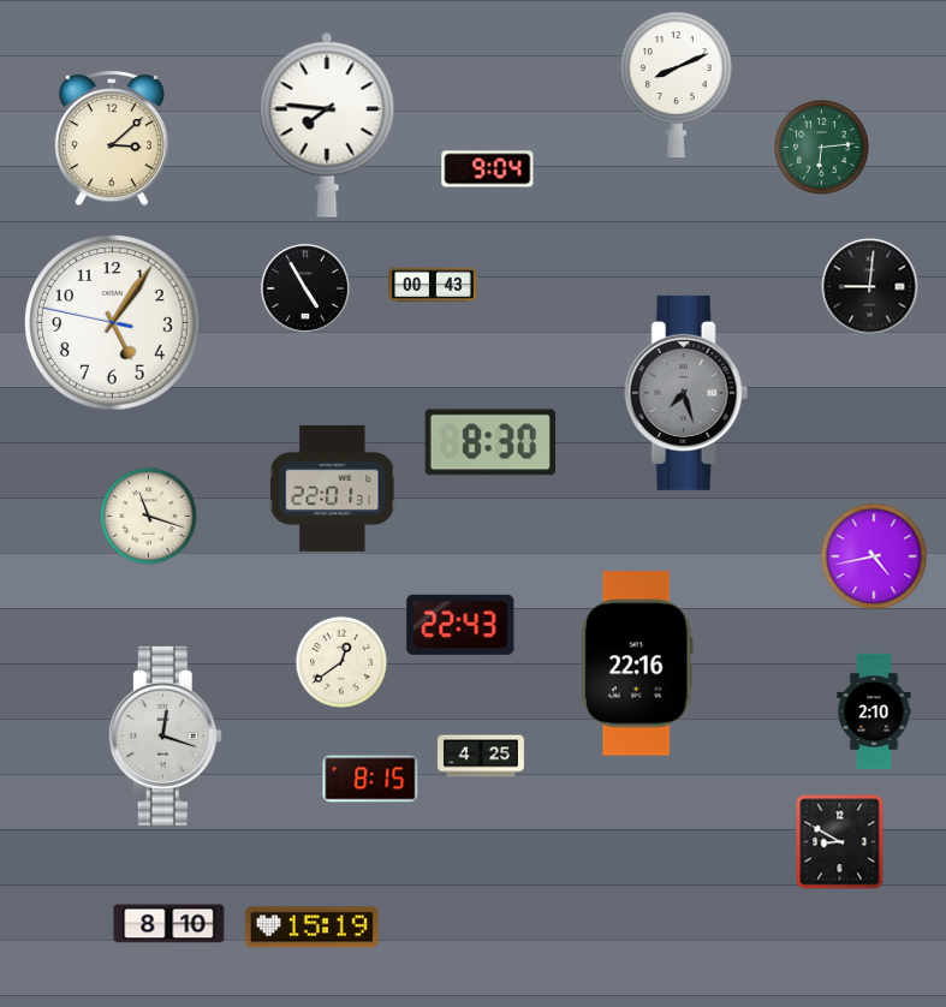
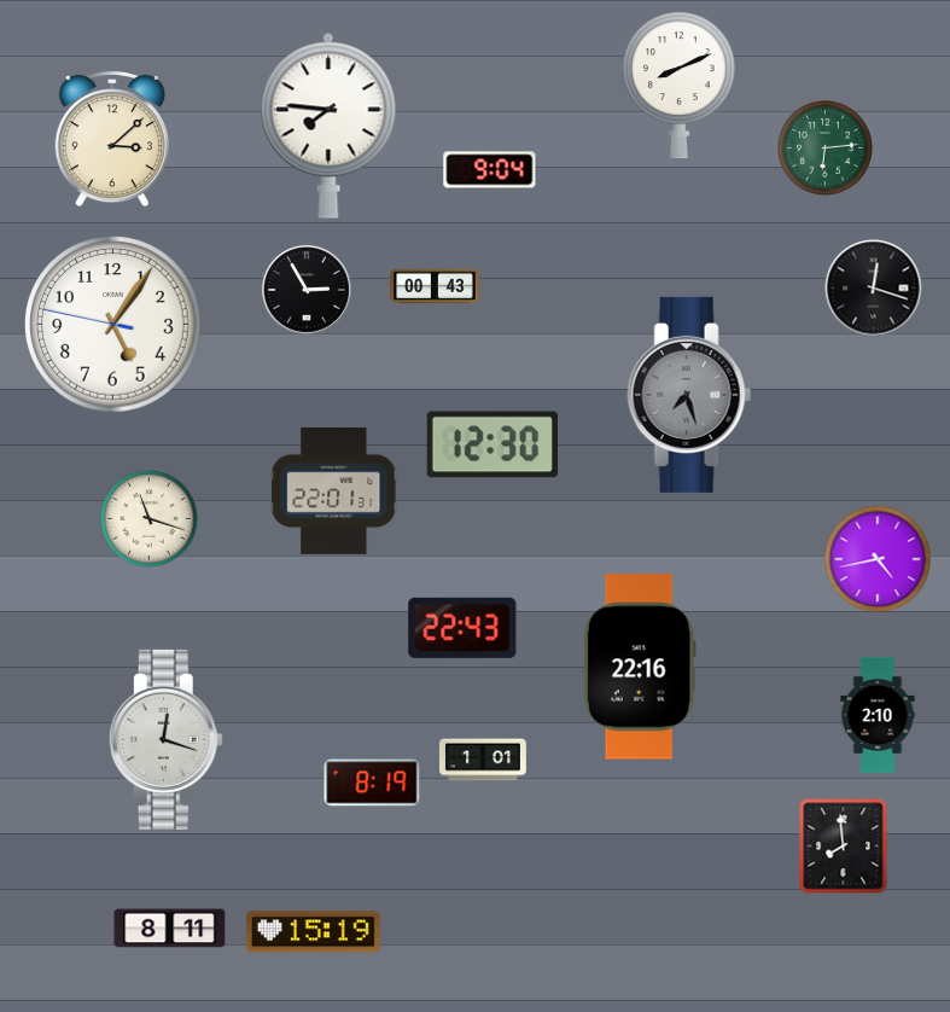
clock at (870, 287): 9:01 -> 12:18
clock at (305, 288): 4:55 -> 2:55
clock at (489, 442): 8:30 -> 12:30
clock at (341, 662): 12:39 -> none
clock at (481, 756): 4:25 -> 1:01
clock at (370, 779): 8:15 -> 8:19
clock at (840, 842): 8:50 -> 7:59
clock at (169, 924): 8:10 -> 8:11
